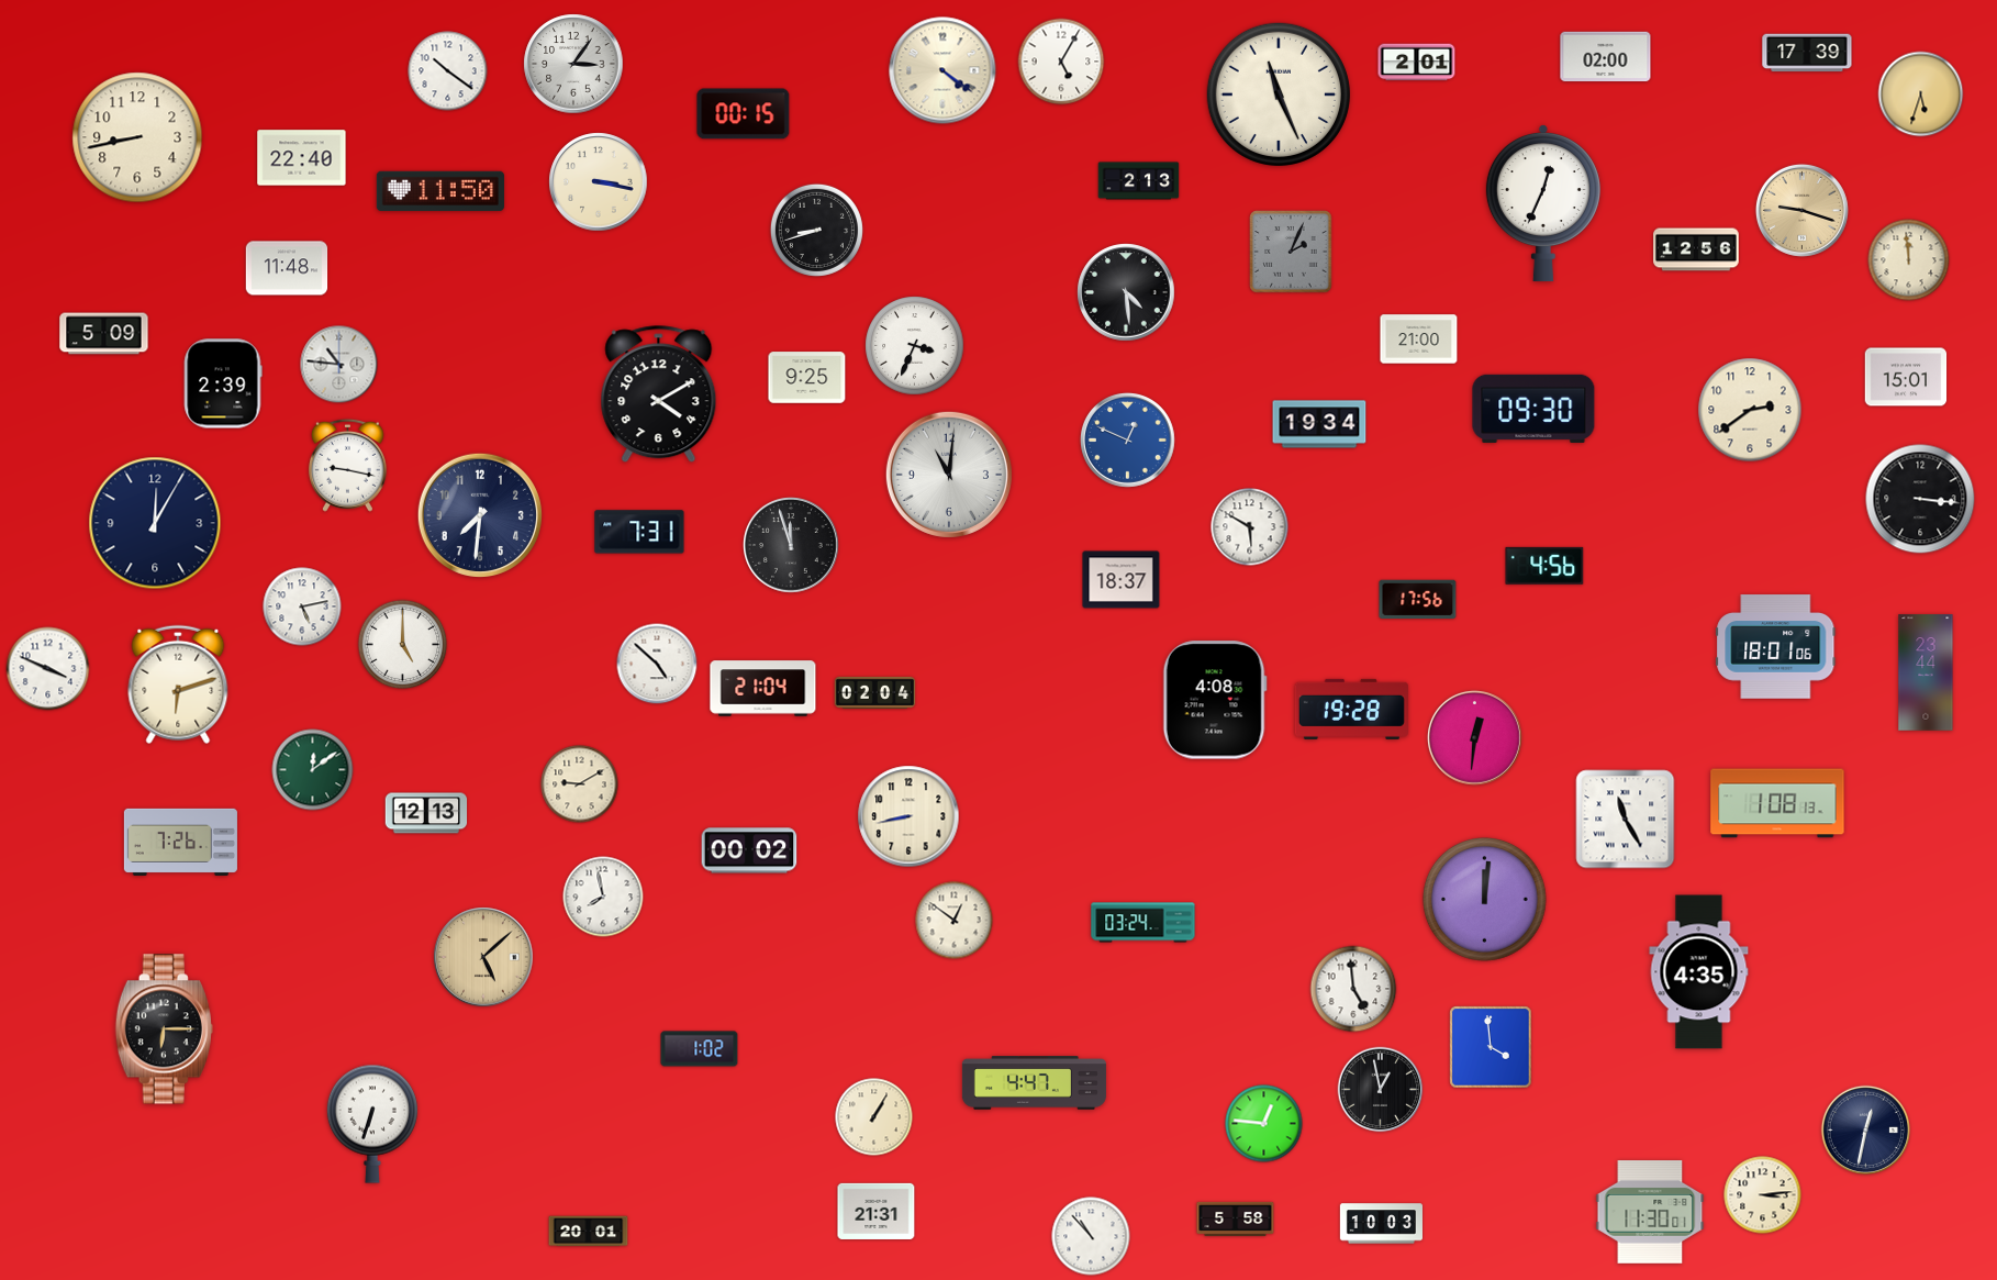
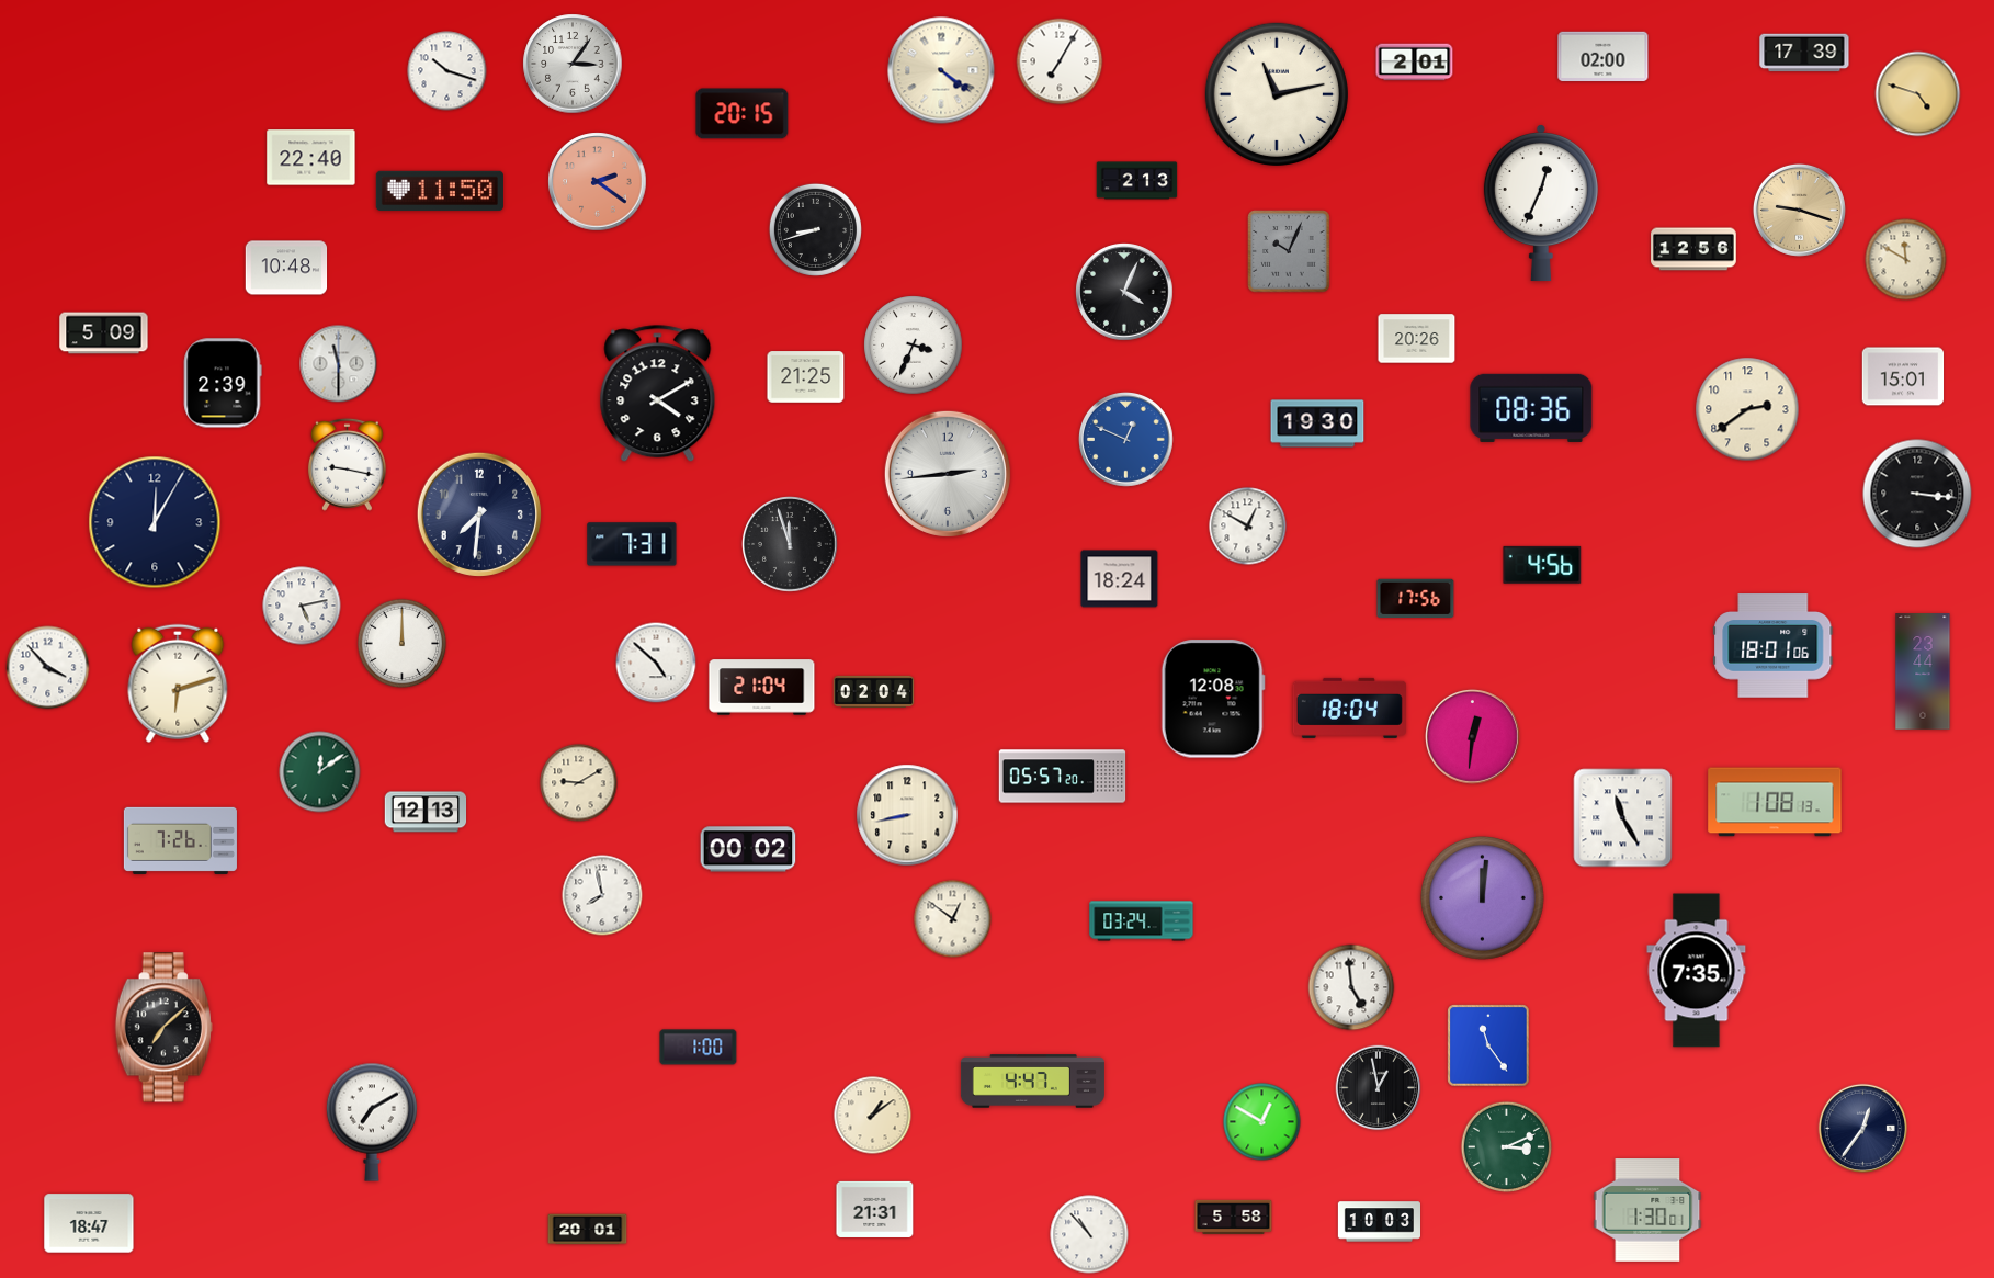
clock at (1061, 62): 5:05 -> 7:05
clock at (448, 71): 10:21 -> 10:18
clock at (1279, 94): 11:26 -> 11:13
clock at (1921, 94): 5:33 -> 4:48
clock at (744, 114): 00:15 -> 20:15
clock at (137, 137): 8:43 -> none
clock at (302, 158) position: (302, 158) -> (311, 158)
clock at (599, 182): 3:17 -> 2:21
clock at (599, 182) dial: cream -> salmon
clock at (1291, 252): 2:04 -> 10:04
clock at (1909, 260): 11:59 -> 11:50
clock at (287, 268): 11:48 -> 10:48
clock at (1126, 292): 4:29 -> 4:04
clock at (1419, 340): 21:00 -> 20:26
clock at (339, 365): 10:46 -> 11:30
clock at (807, 378): 9:25 -> 21:25
clock at (1533, 409): 09:30 -> 08:36
clock at (1319, 424): 19:34 -> 19:30
clock at (949, 475): 11:01 -> 2:44
clock at (1920, 499) position: (1920, 499) -> (1917, 494)
clock at (1250, 527): 5:50 -> 12:50
clock at (639, 532) position: (639, 532) -> (632, 544)
clock at (1122, 580): 18:37 -> 18:24
clock at (403, 645): 5:00 -> 12:00
clock at (48, 669): 3:49 -> 3:53
clock at (1215, 700): 4:08 -> 12:08
clock at (1351, 709): 19:28 -> 18:04
clock at (313, 770) position: (313, 770) -> (320, 772)
clock at (1063, 777): none -> 05:57
clock at (483, 957): 5:08 -> none
clock at (1699, 972): 4:35 -> 7:35
clock at (164, 1029): 6:15 -> 7:08
clock at (1491, 1047): 3:59 -> 11:24
clock at (700, 1049): 1:02 -> 1:00
clock at (874, 1117): 1:05 -> 1:09
clock at (372, 1124): 6:33 -> 7:10
clock at (1264, 1124): 12:46 -> 12:50
clock at (1865, 1129): 12:32 -> 12:36
clock at (1507, 1147): none -> 3:11
clock at (1763, 1195): 3:14 -> none
clock at (1650, 1212): 11:30 -> 1:30
clock at (89, 1223): none -> 18:47
